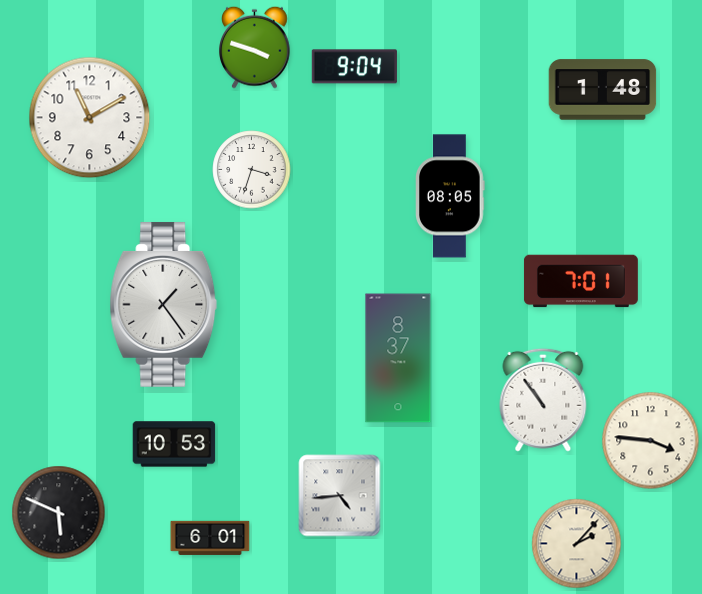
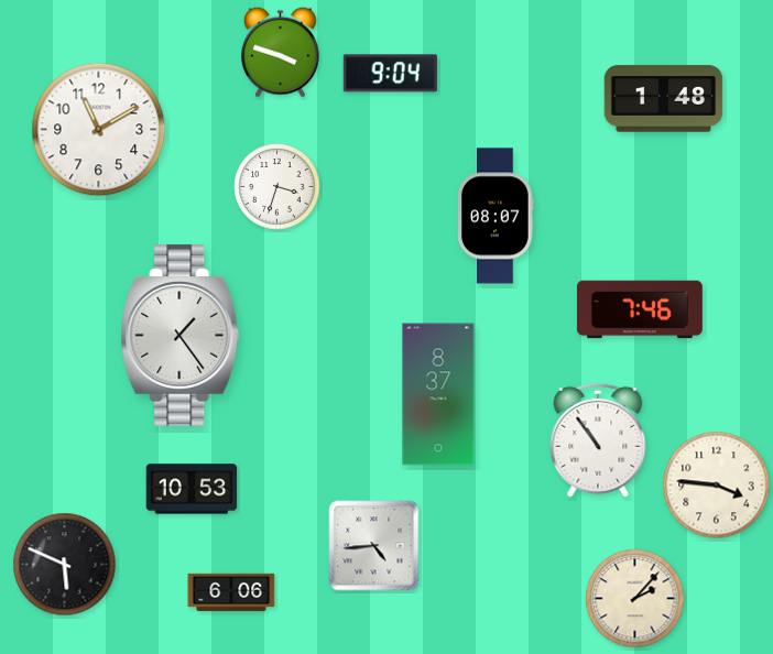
clock at (450, 196): 08:05 -> 08:07
clock at (581, 281): 7:01 -> 7:46
clock at (210, 538): 6:01 -> 6:06
